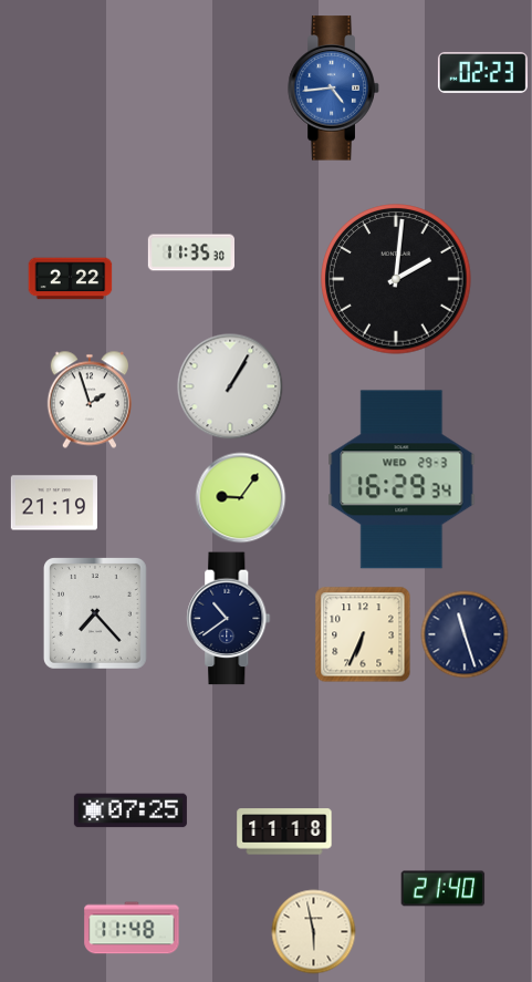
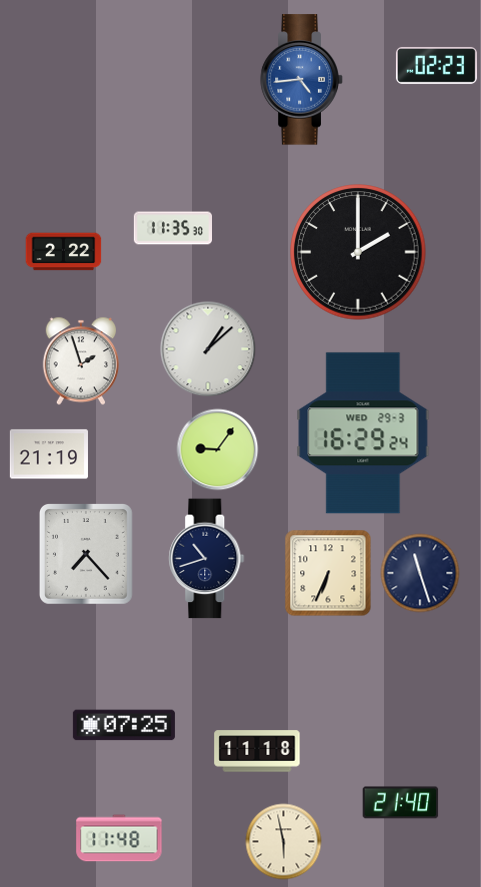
clock at (396, 279): 2:01 -> 2:00
clock at (230, 386): 1:05 -> 1:08
clock at (401, 479): 16:29:34 -> 16:29:24
clock at (229, 619): 10:39 -> 10:42
clock at (131, 810) position: (131, 810) -> (124, 725)
